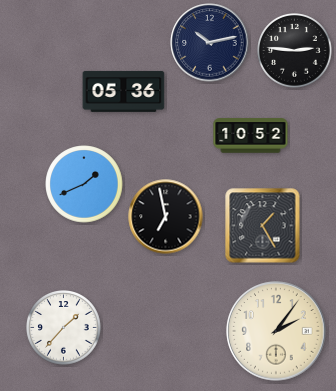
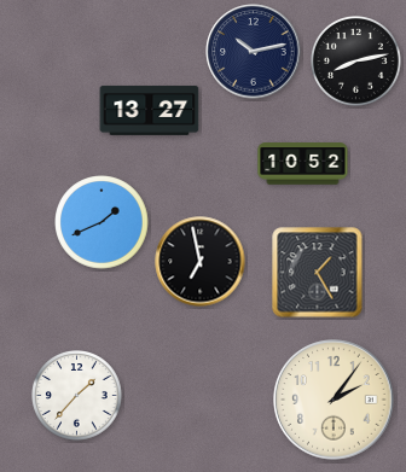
clock at (295, 51): 2:46 -> 8:13
clock at (124, 92): 05:36 -> 13:27
